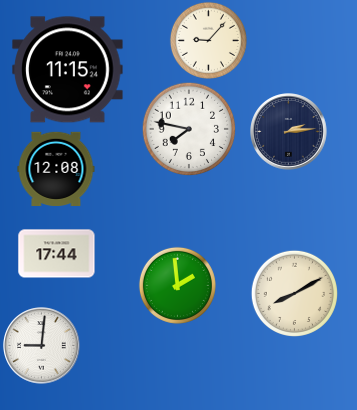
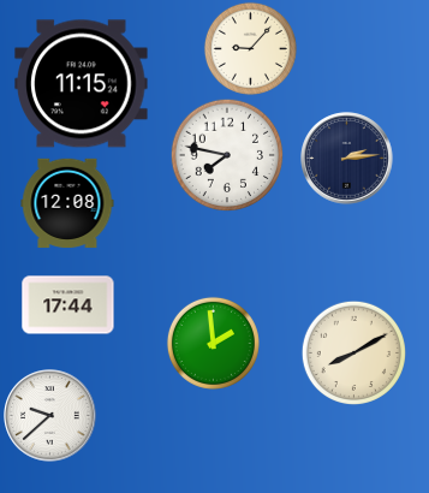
clock at (42, 346): 9:01 -> 9:38
